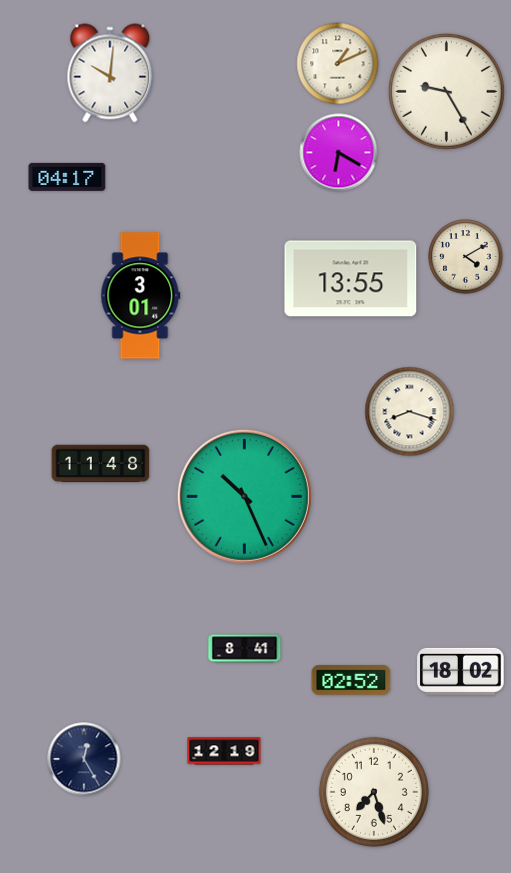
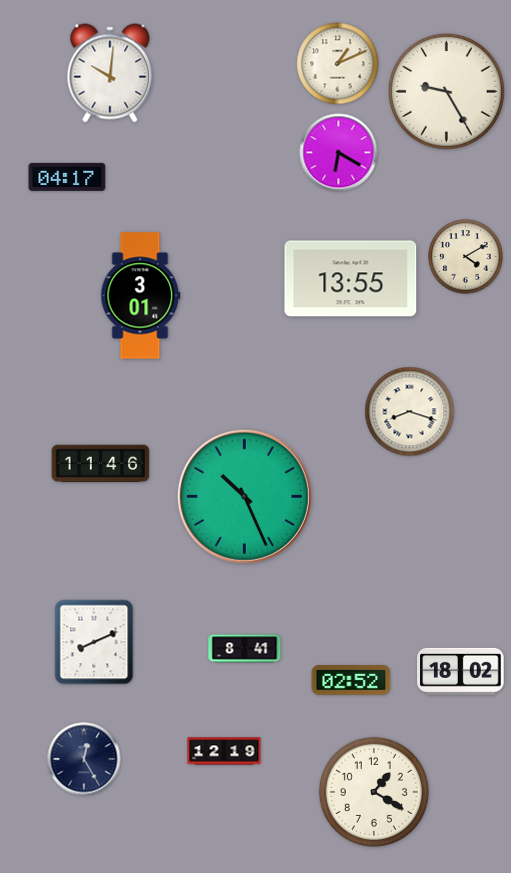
clock at (101, 464): 11:48 -> 11:46
clock at (94, 642): none -> 8:11
clock at (374, 792): 7:27 -> 1:20
